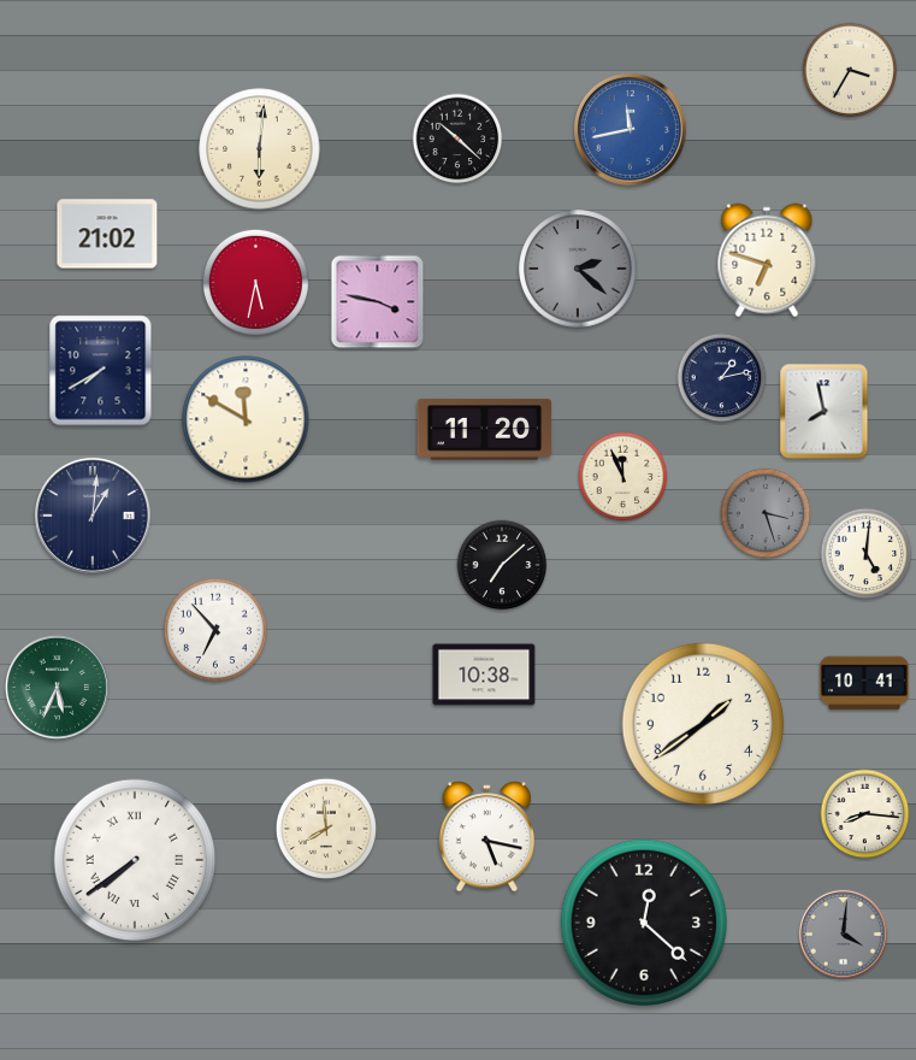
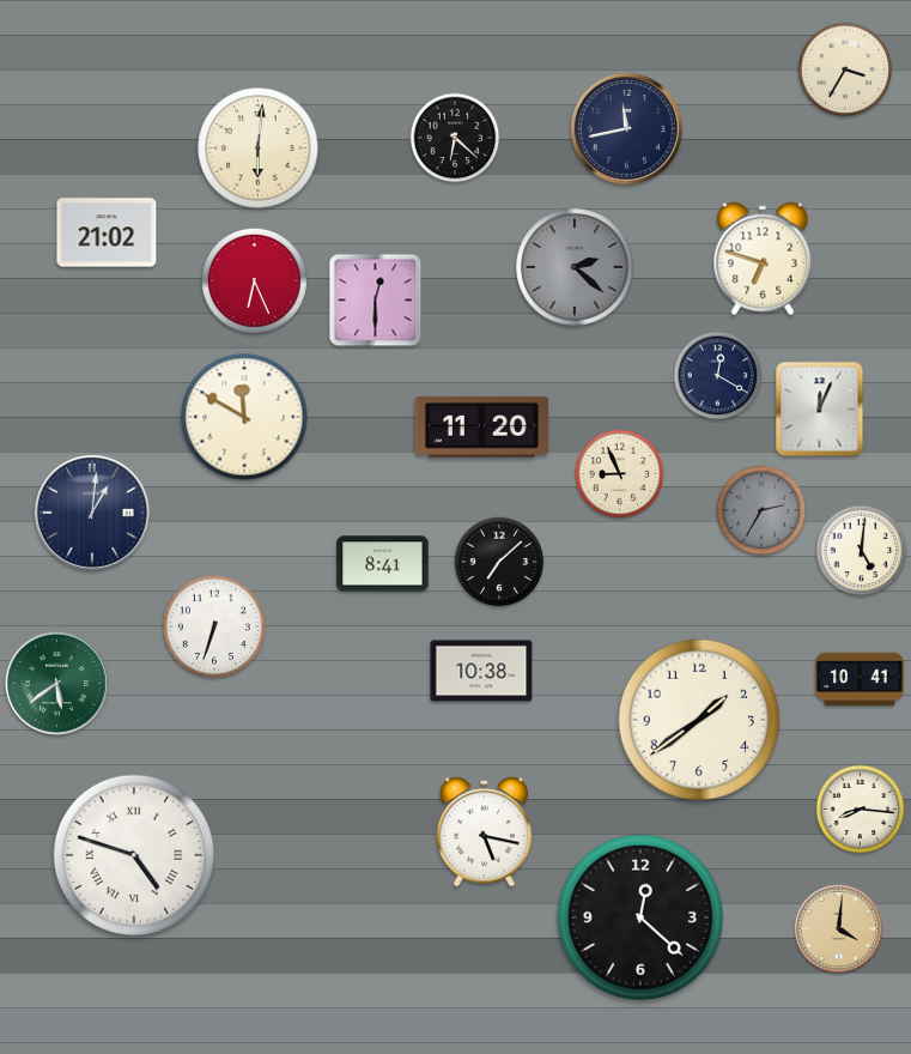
clock at (630, 129) dial: blue -> navy
clock at (457, 139): 10:22 -> 6:22
clock at (255, 282): 5:32 -> 6:26
clock at (378, 302): 3:47 -> 12:30
clock at (101, 371): 7:40 -> none
clock at (722, 378): 1:13 -> 12:20
clock at (825, 412): 7:58 -> 12:04
clock at (624, 477): 11:56 -> 8:56
clock at (766, 513): 3:27 -> 2:35
clock at (383, 564): none -> 8:41
clock at (215, 630): 6:53 -> 6:33
clock at (57, 687): 5:34 -> 5:39
clock at (326, 829): 7:59 -> none
clock at (135, 860): 7:39 -> 4:48
clock at (843, 934) dial: grey -> champagne
